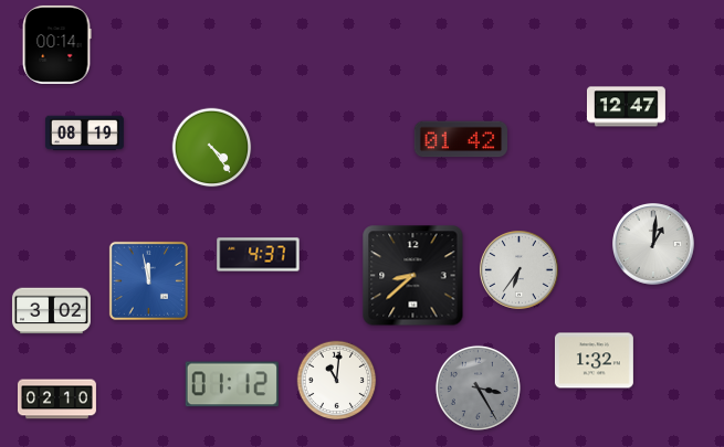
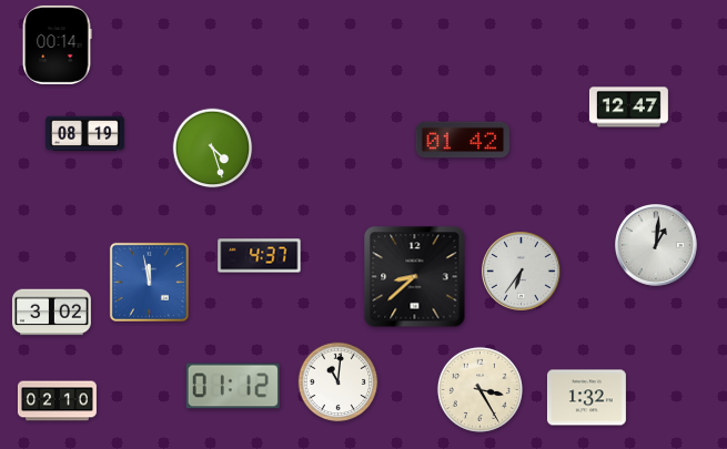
clock at (212, 148): 4:24 -> 4:27
clock at (594, 361) position: (594, 361) -> (586, 398)
clock at (478, 387) dial: grey -> cream
